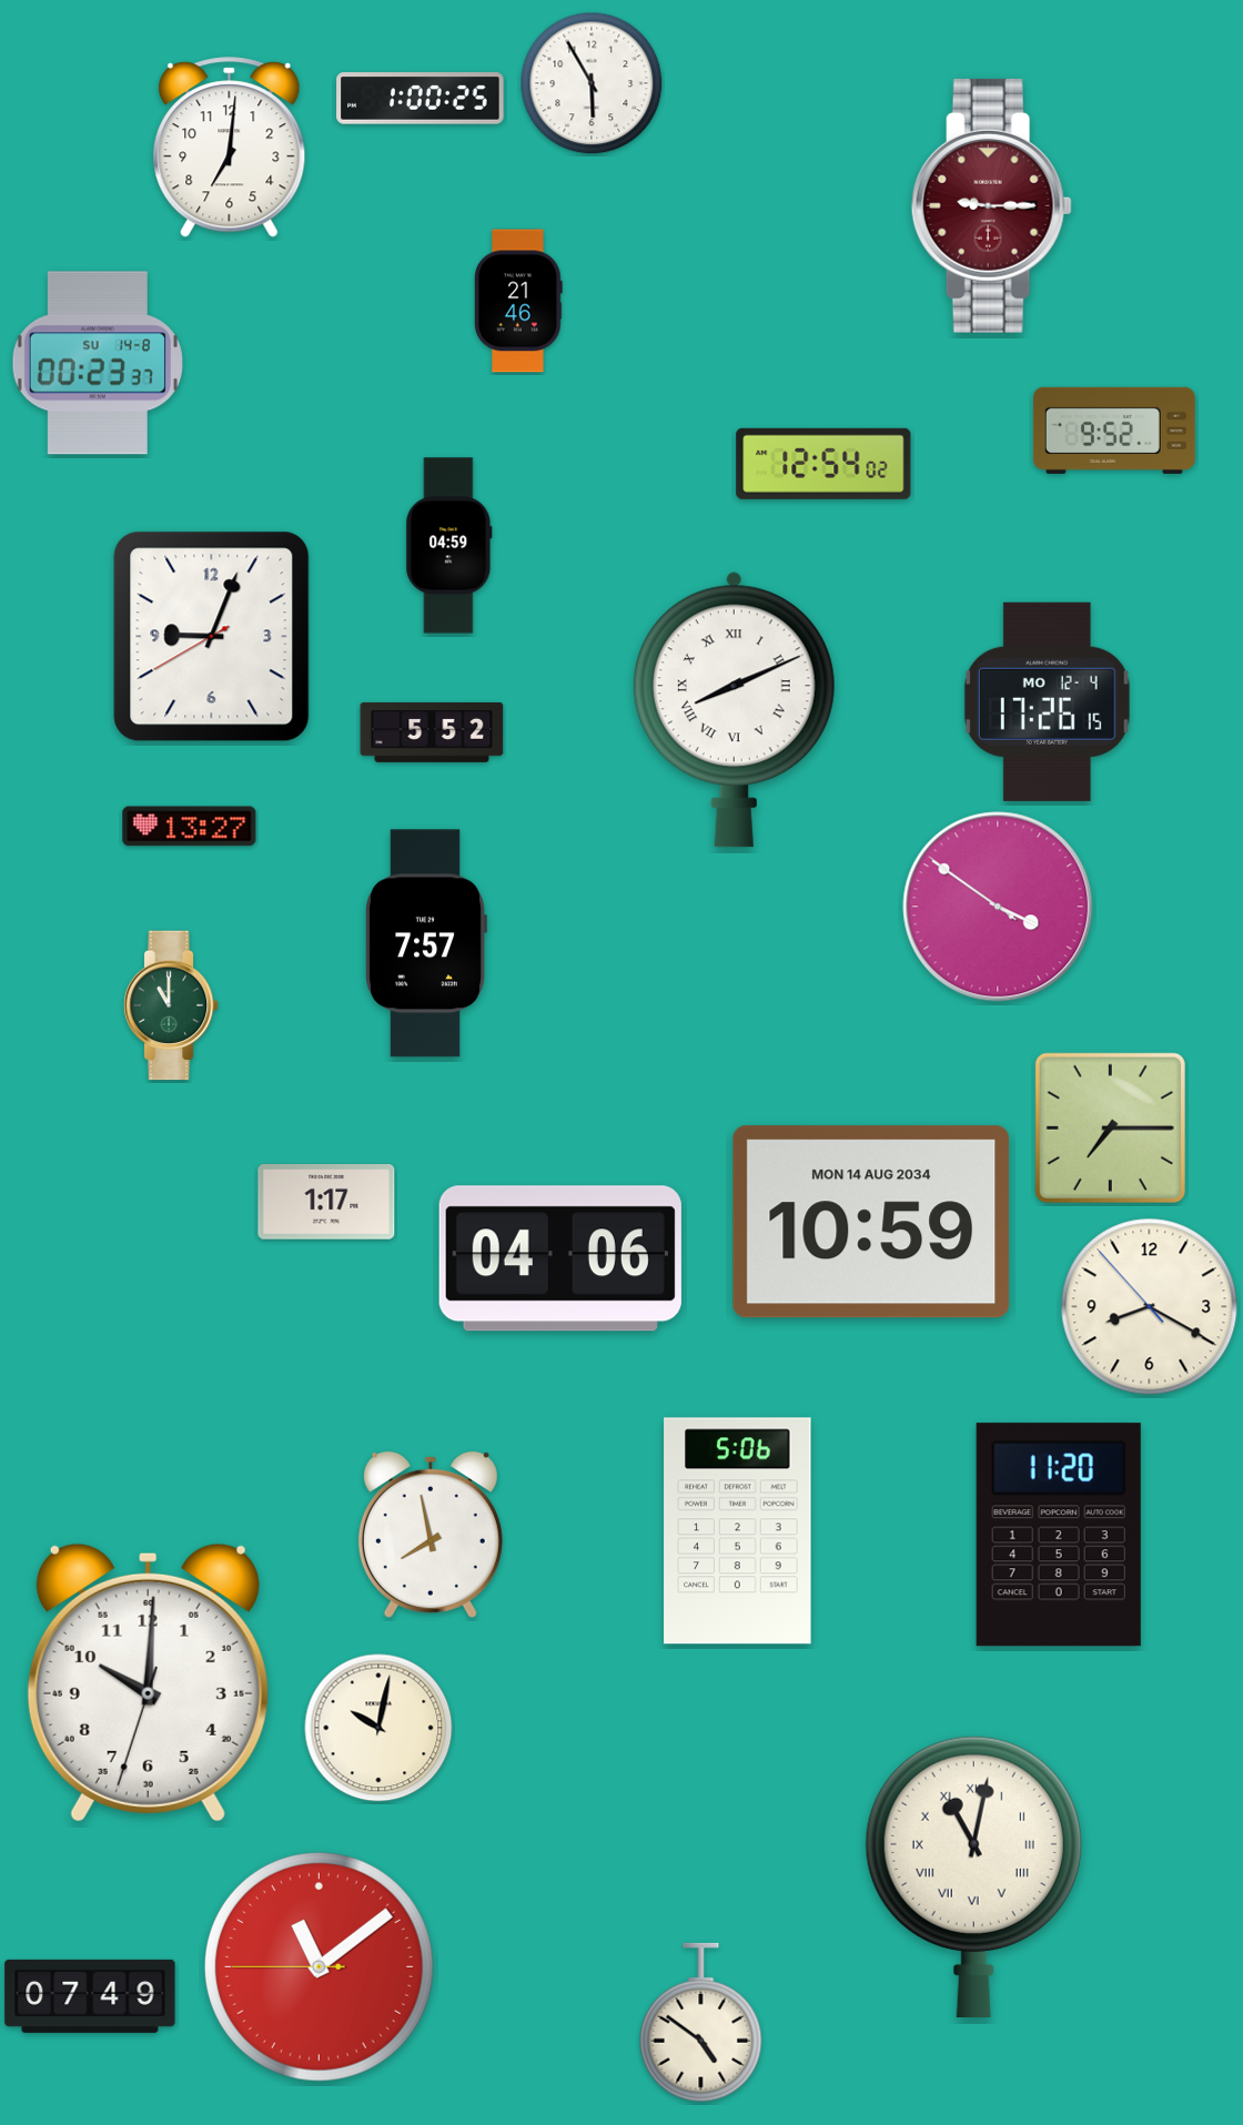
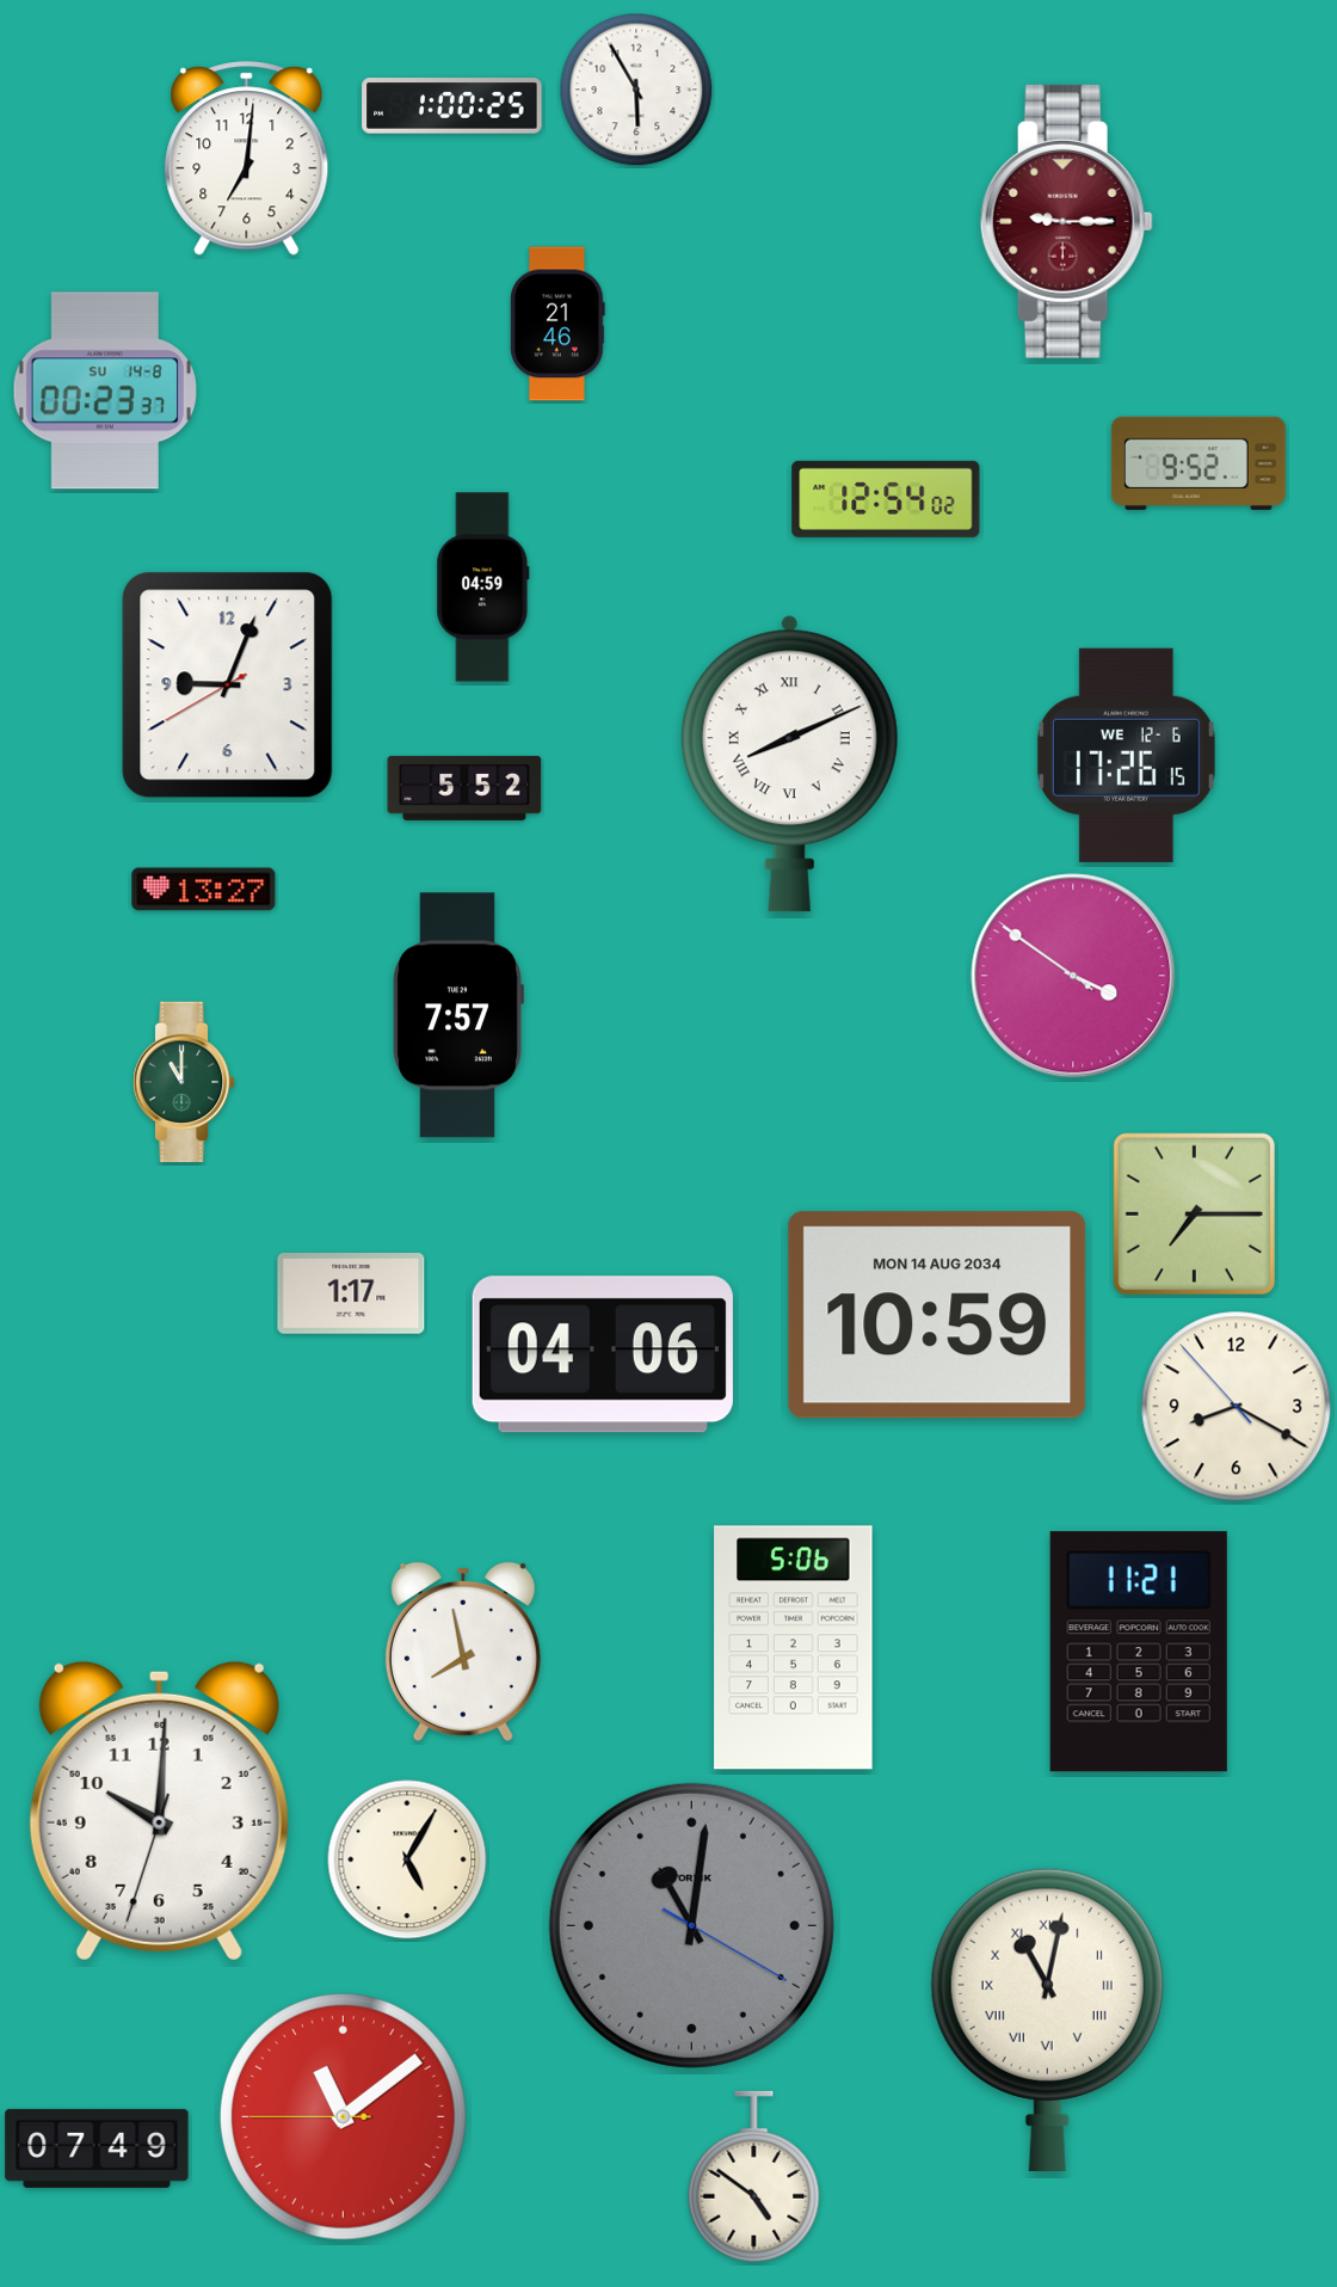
clock at (1047, 701) date: MO 12-4 -> WE 12-6
clock at (1059, 1535): 11:20 -> 11:21
clock at (378, 1728): 10:02 -> 5:05
clock at (691, 1925): none -> 11:01
